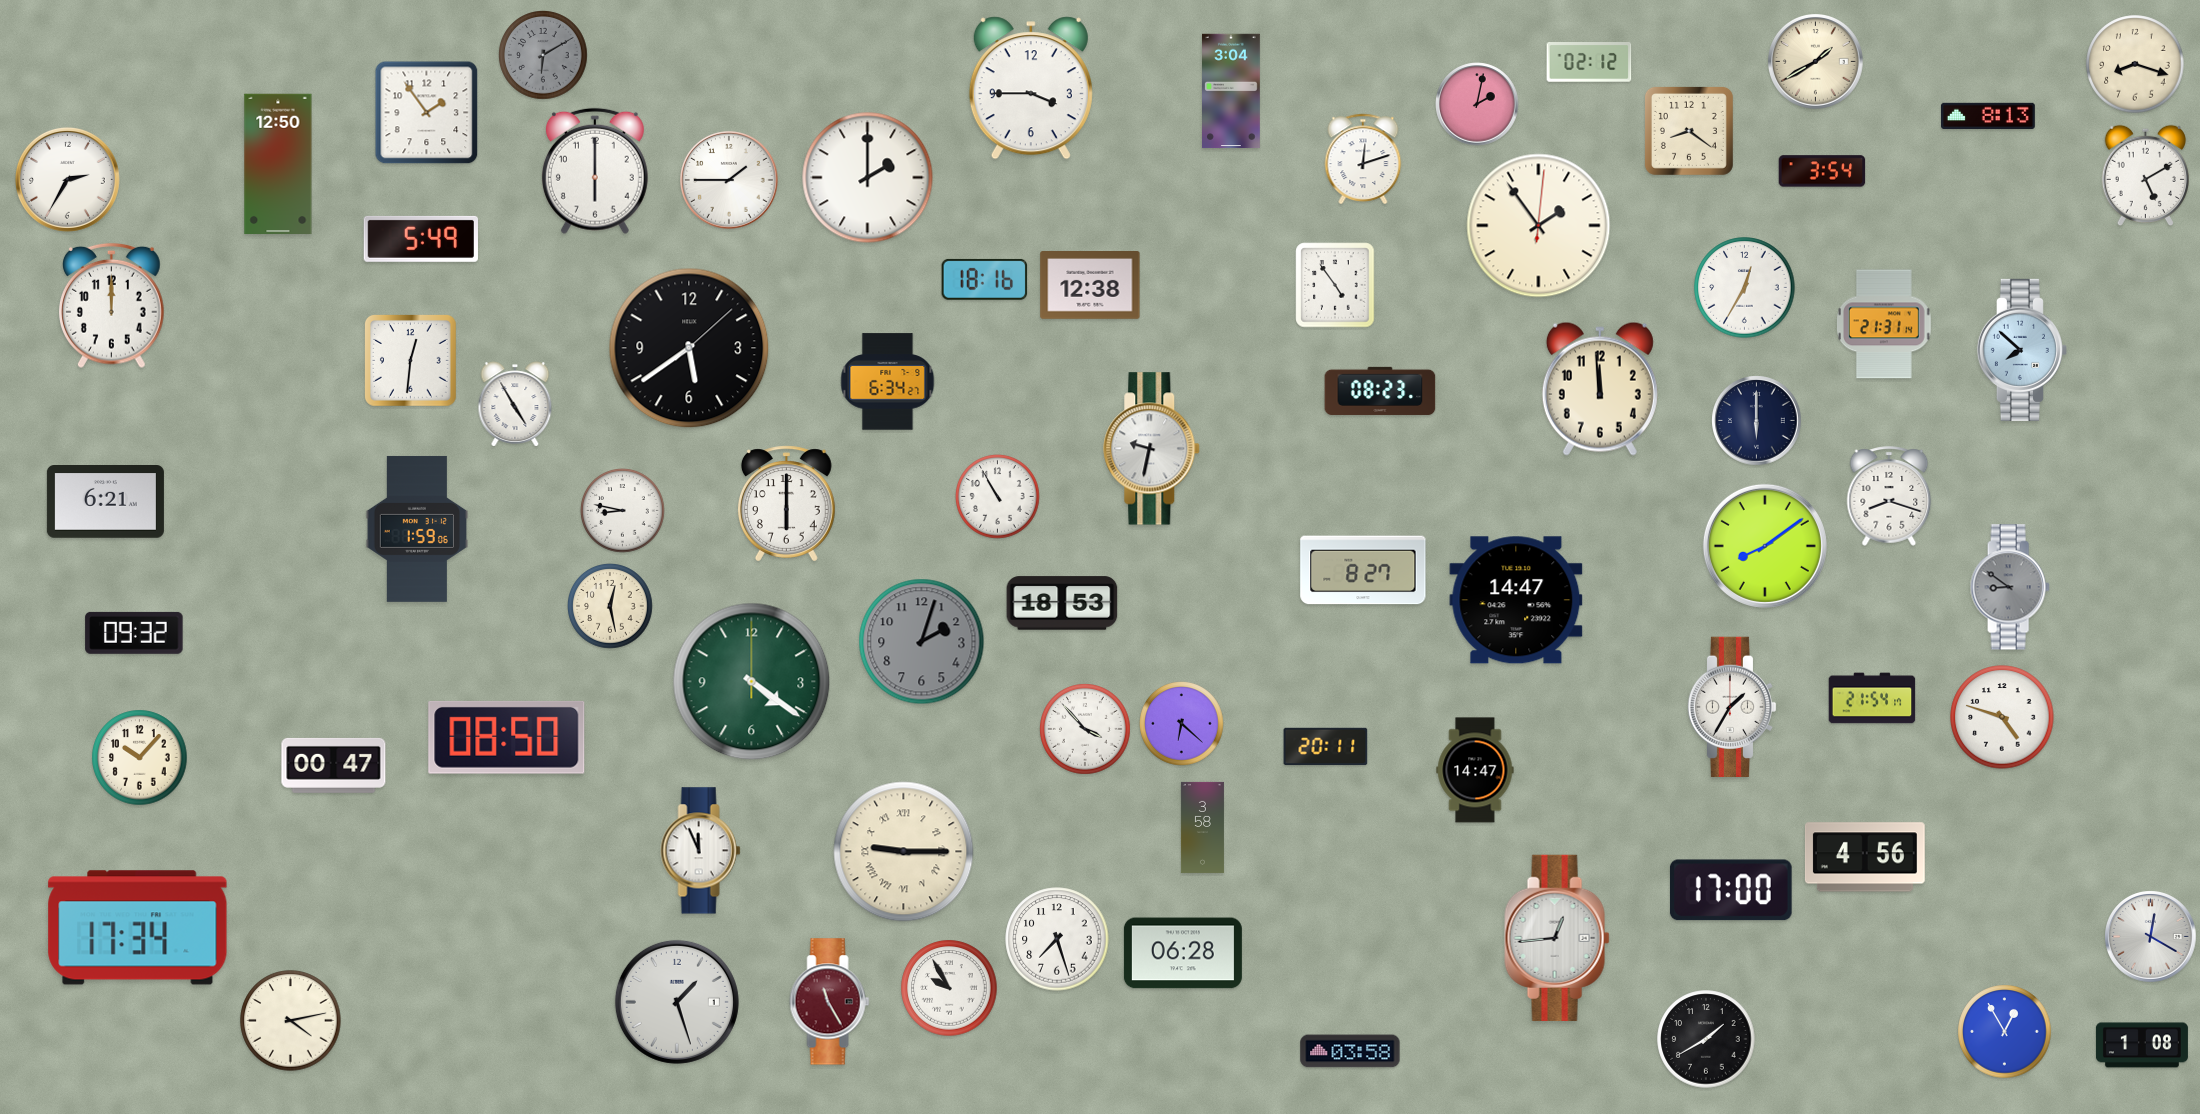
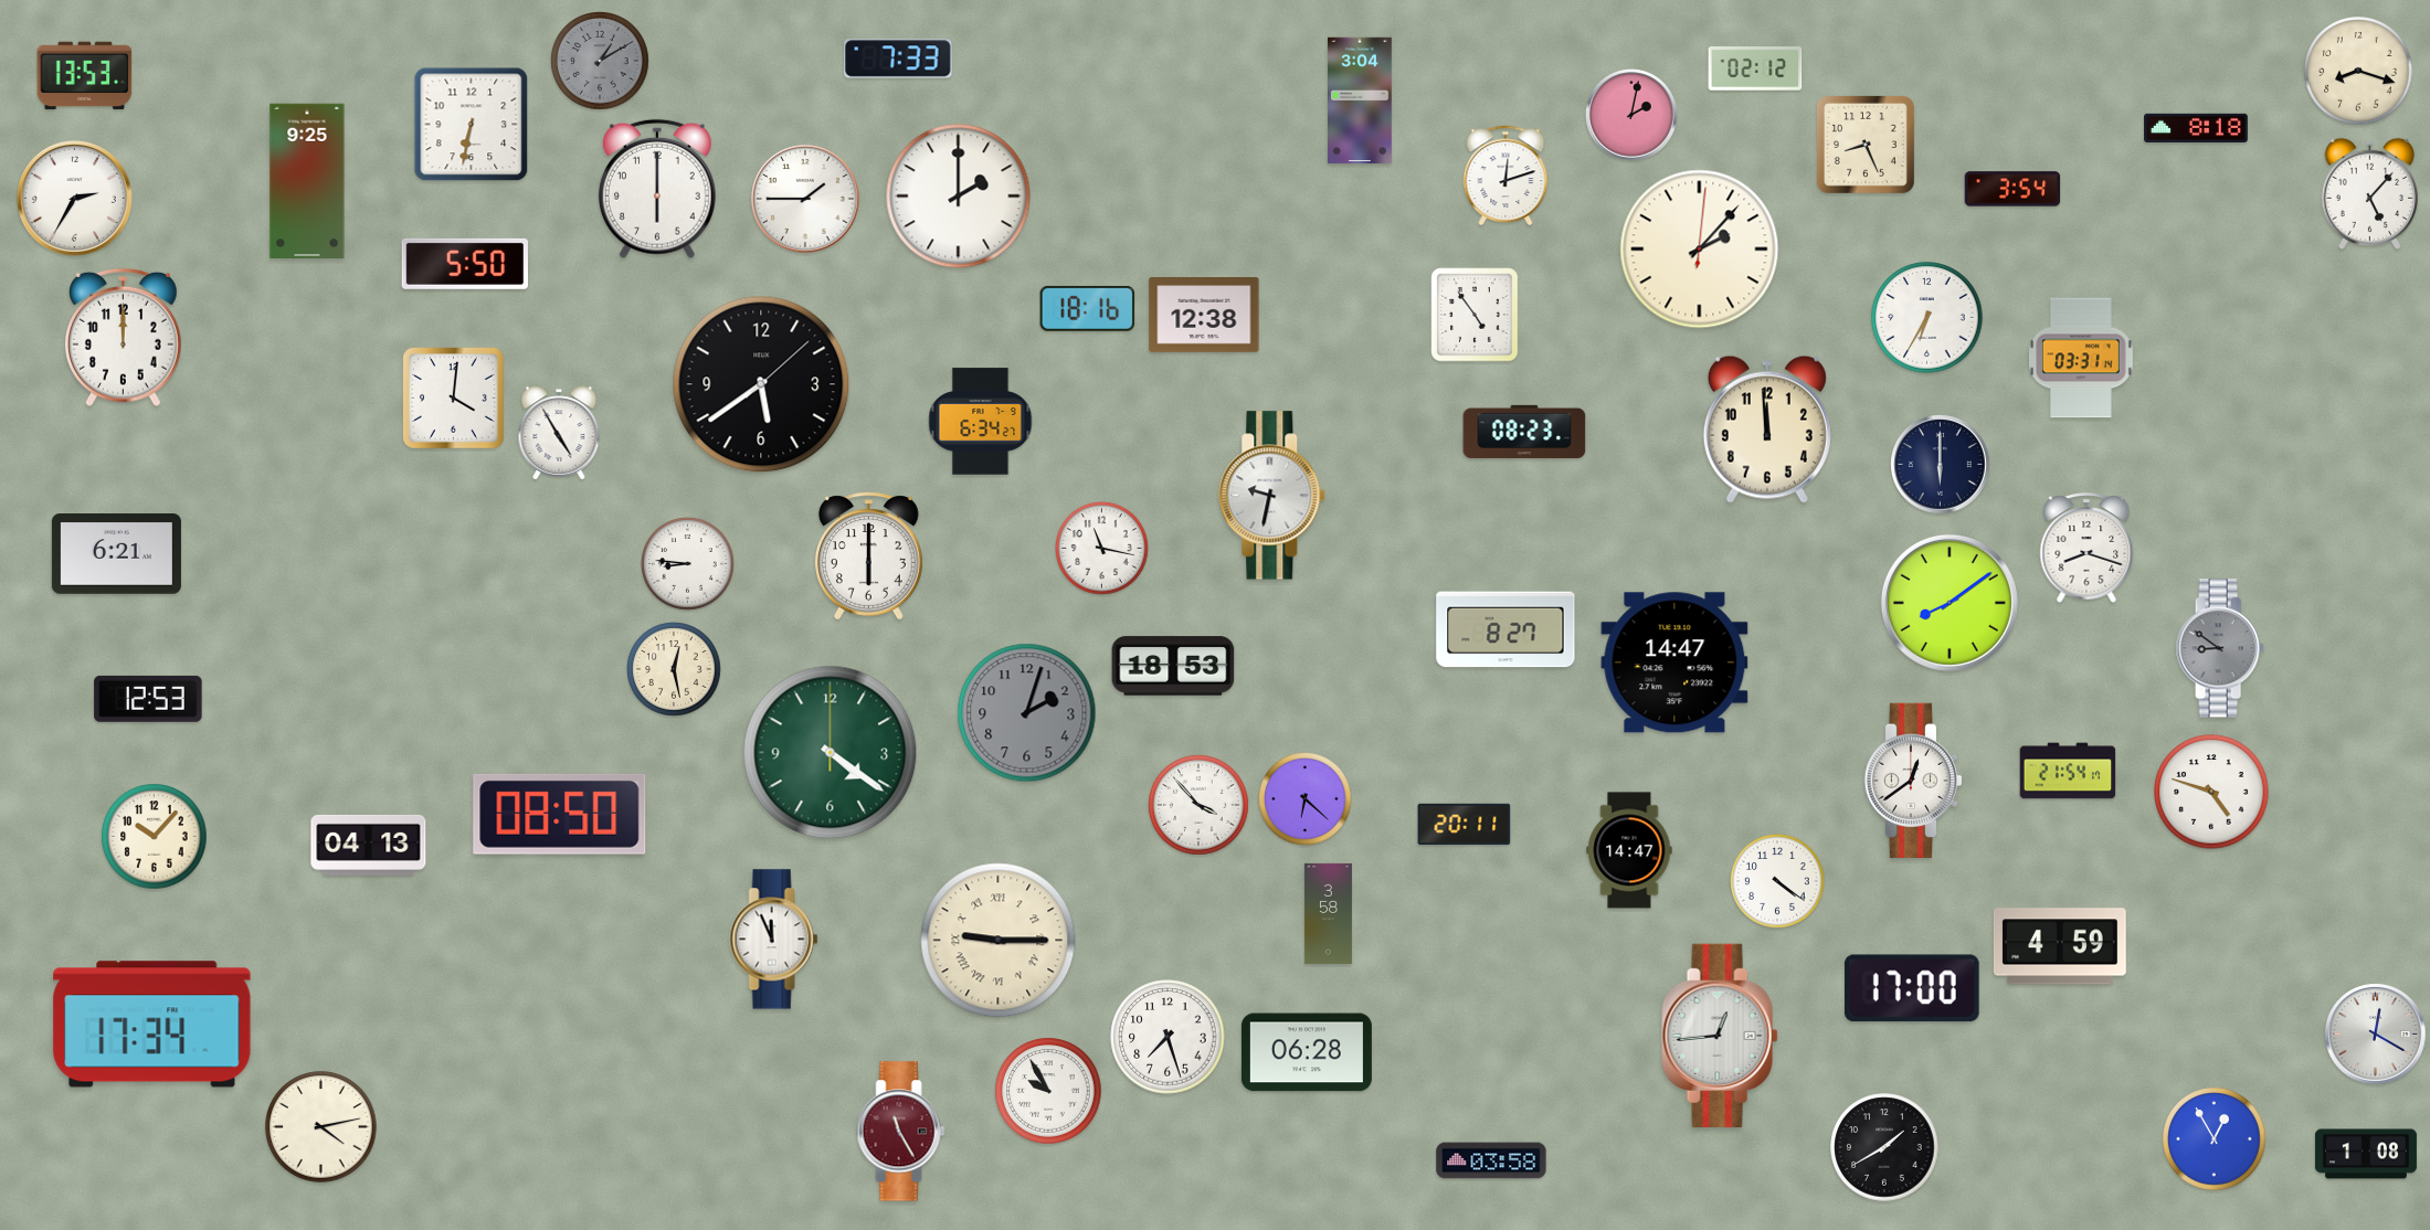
clock at (898, 59): none -> 7:33
clock at (543, 55): 6:10 -> 1:10
clock at (1816, 62): 1:40 -> none
clock at (85, 75): none -> 13:53
clock at (1031, 88): 3:45 -> none
clock at (427, 113): 1:54 -> 6:32
clock at (1989, 115): 8:13 -> 8:18
clock at (1689, 131): 8:21 -> 8:26
clock at (278, 164): 12:50 -> 9:25
clock at (2145, 176): 5:10 -> 5:07
clock at (1539, 226): 1:54 -> 2:07
clock at (421, 239): 5:49 -> 5:50
clock at (1745, 288): 12:35 -> 6:35
clock at (1884, 324): 21:31 -> 03:31
clock at (2022, 350): 7:52 -> none
clock at (410, 360): 12:31 -> 4:01
clock at (515, 404) position: (515, 404) -> (559, 433)
clock at (998, 497): 10:55 -> 11:17
clock at (623, 511): 8:47 -> 8:46
clock at (417, 529): 1:59 -> none
clock at (134, 633): 09:32 -> 12:53
clock at (922, 642) position: (922, 642) -> (1027, 713)
clock at (1732, 706): 1:35 -> 12:39
clock at (334, 765): 00:47 -> 04:13
clock at (1778, 882): none -> 4:21
clock at (1865, 857): 4:56 -> 4:59
clock at (1731, 890) position: (1731, 890) -> (1912, 988)
clock at (677, 1002): 1:27 -> none
clock at (830, 1002) position: (830, 1002) -> (901, 1132)
